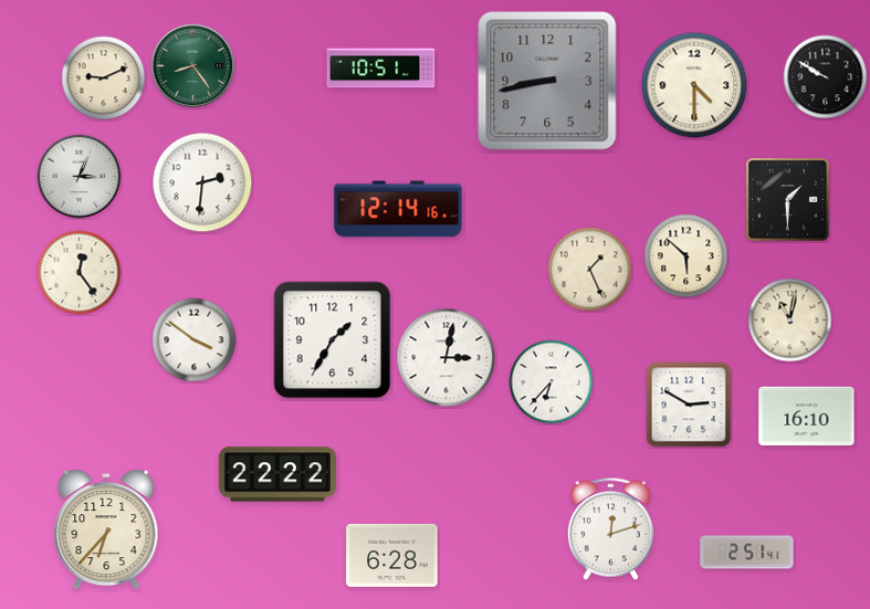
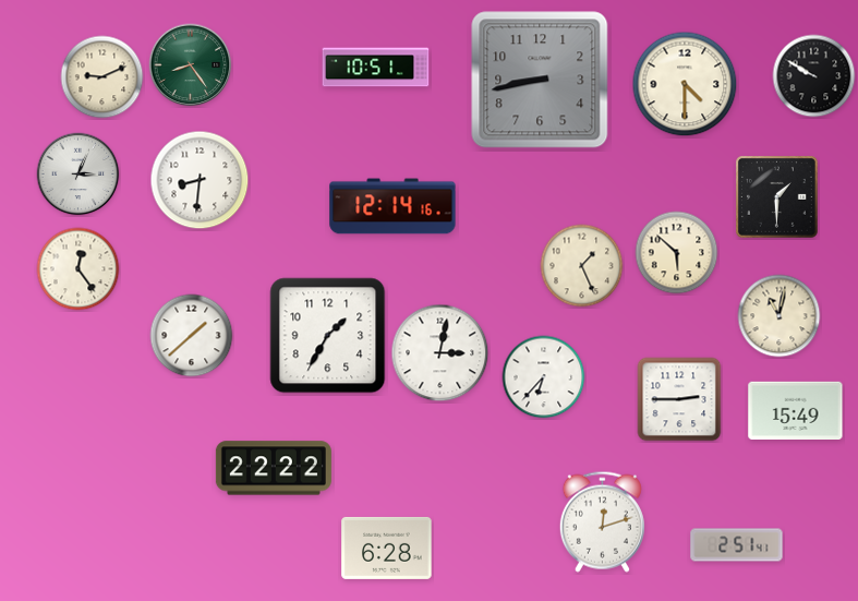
clock at (202, 182): 2:31 -> 8:31
clock at (195, 340): 3:51 -> 1:38
clock at (689, 405): 2:50 -> 2:45
clock at (807, 416): 16:10 -> 15:49
clock at (106, 529): 6:37 -> none
